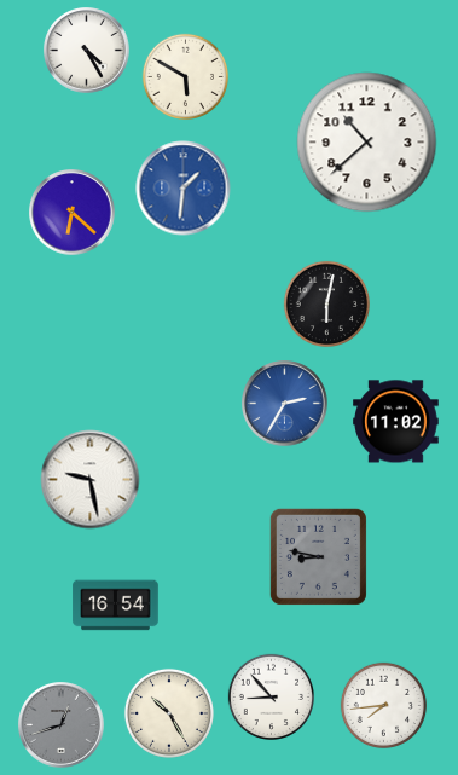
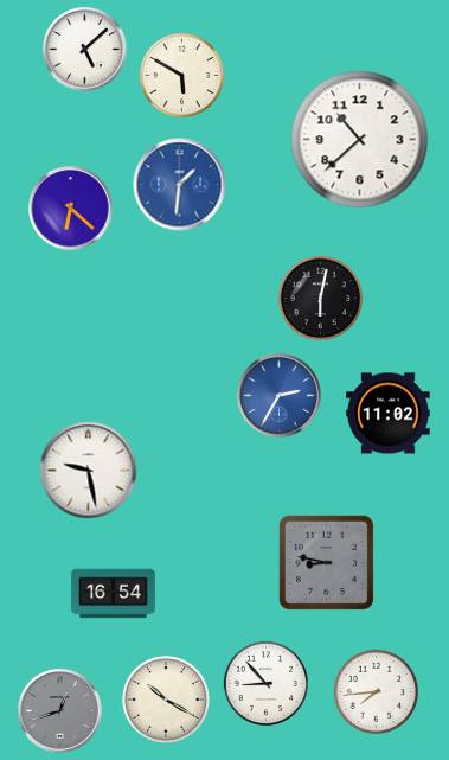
clock at (87, 51): 4:25 -> 5:08
clock at (318, 556) position: (318, 556) -> (326, 562)
clock at (169, 713): 10:25 -> 10:20
